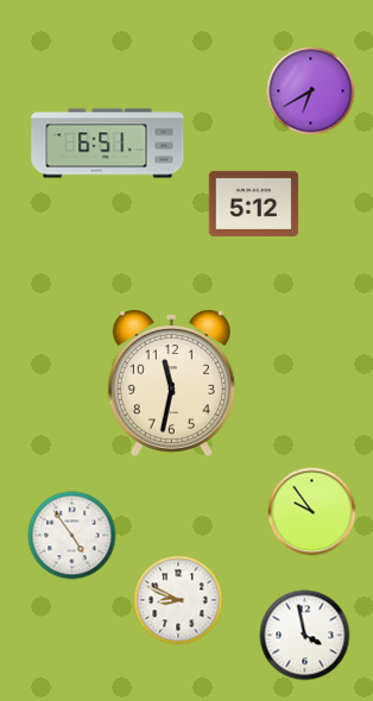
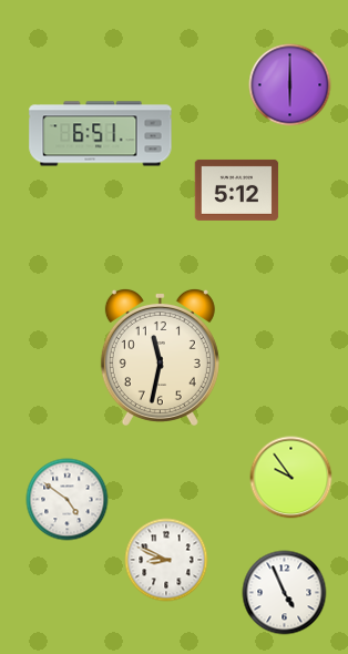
clock at (311, 91): 6:40 -> 6:00
clock at (72, 536): 4:54 -> 4:51
clock at (305, 636): 3:58 -> 4:56
